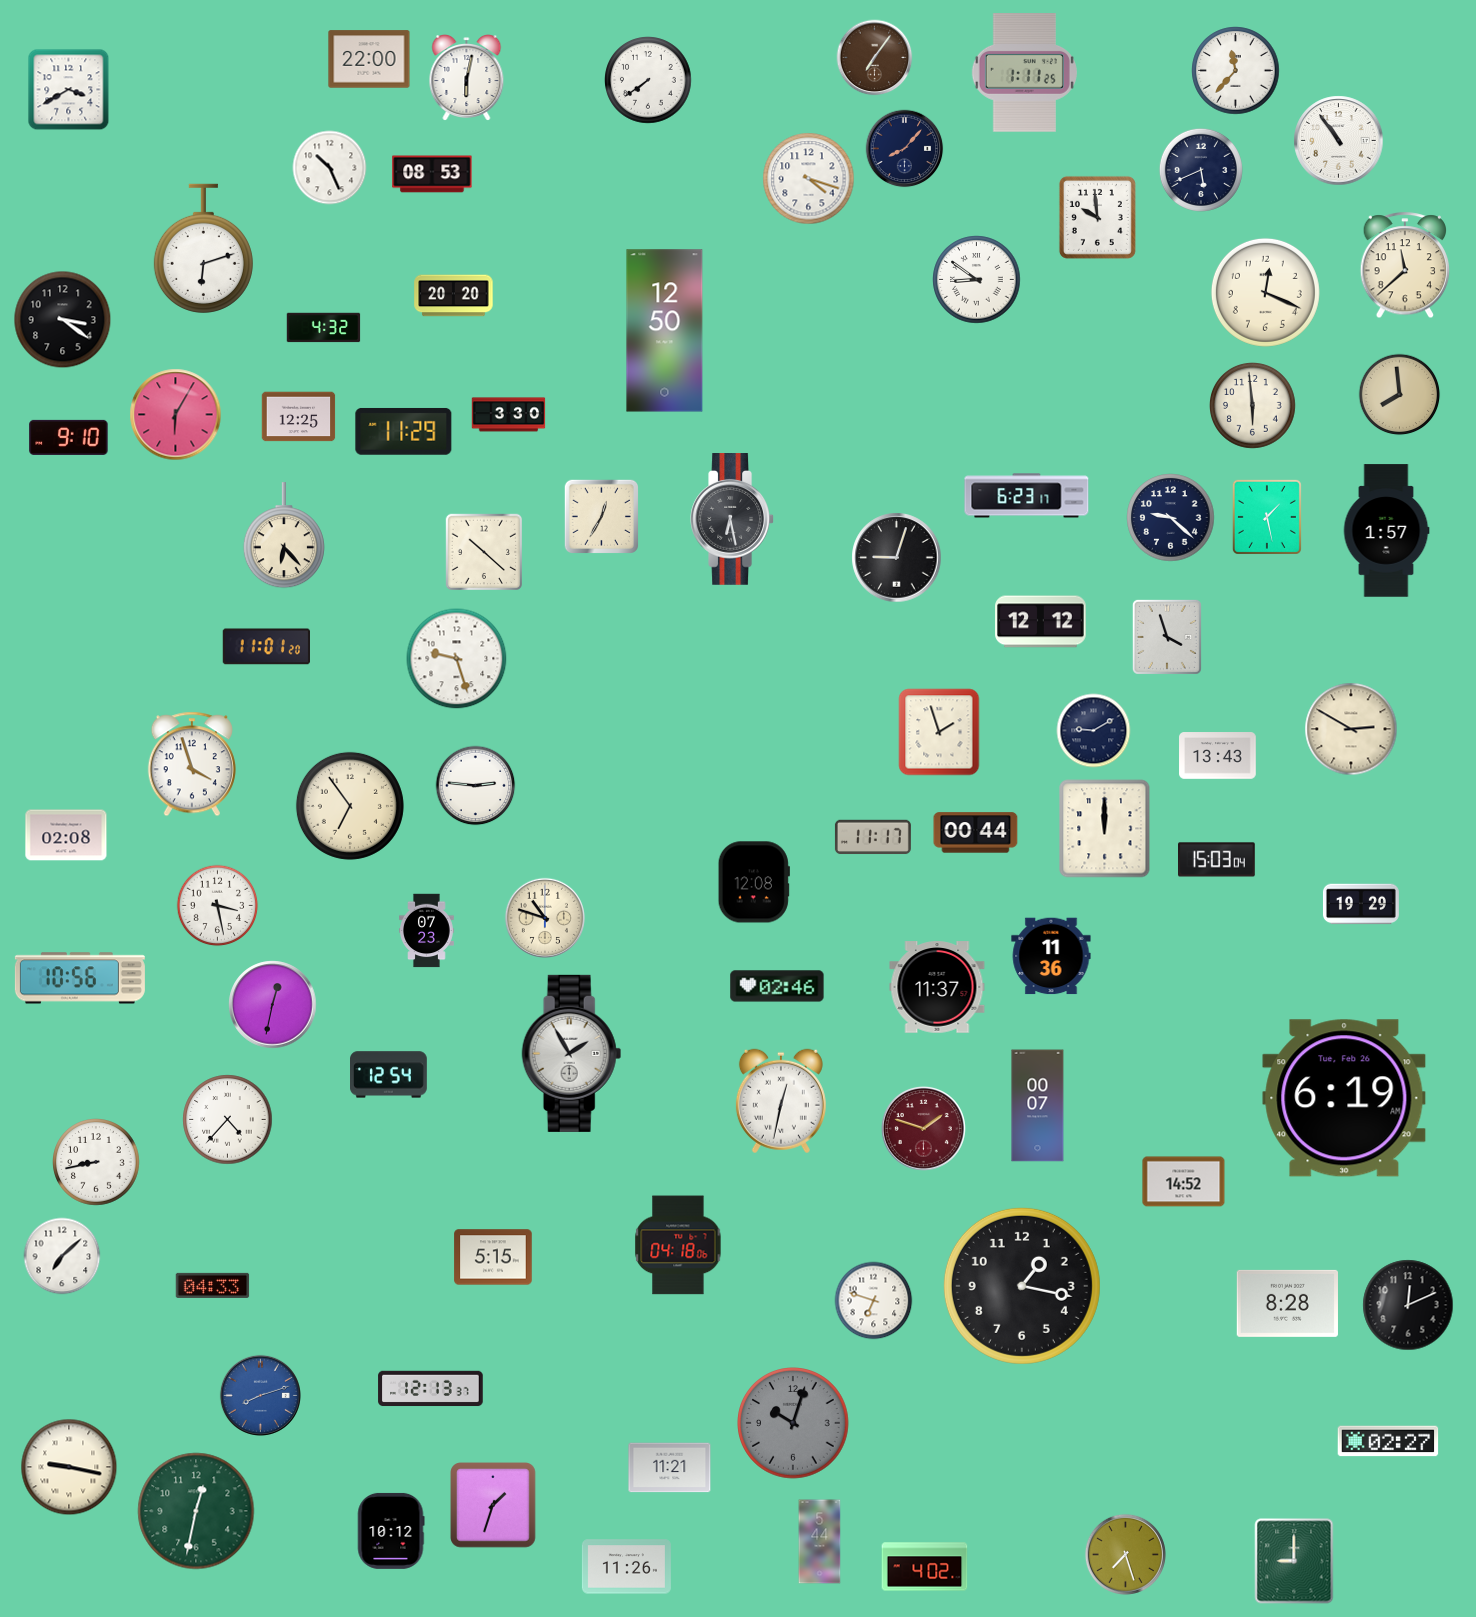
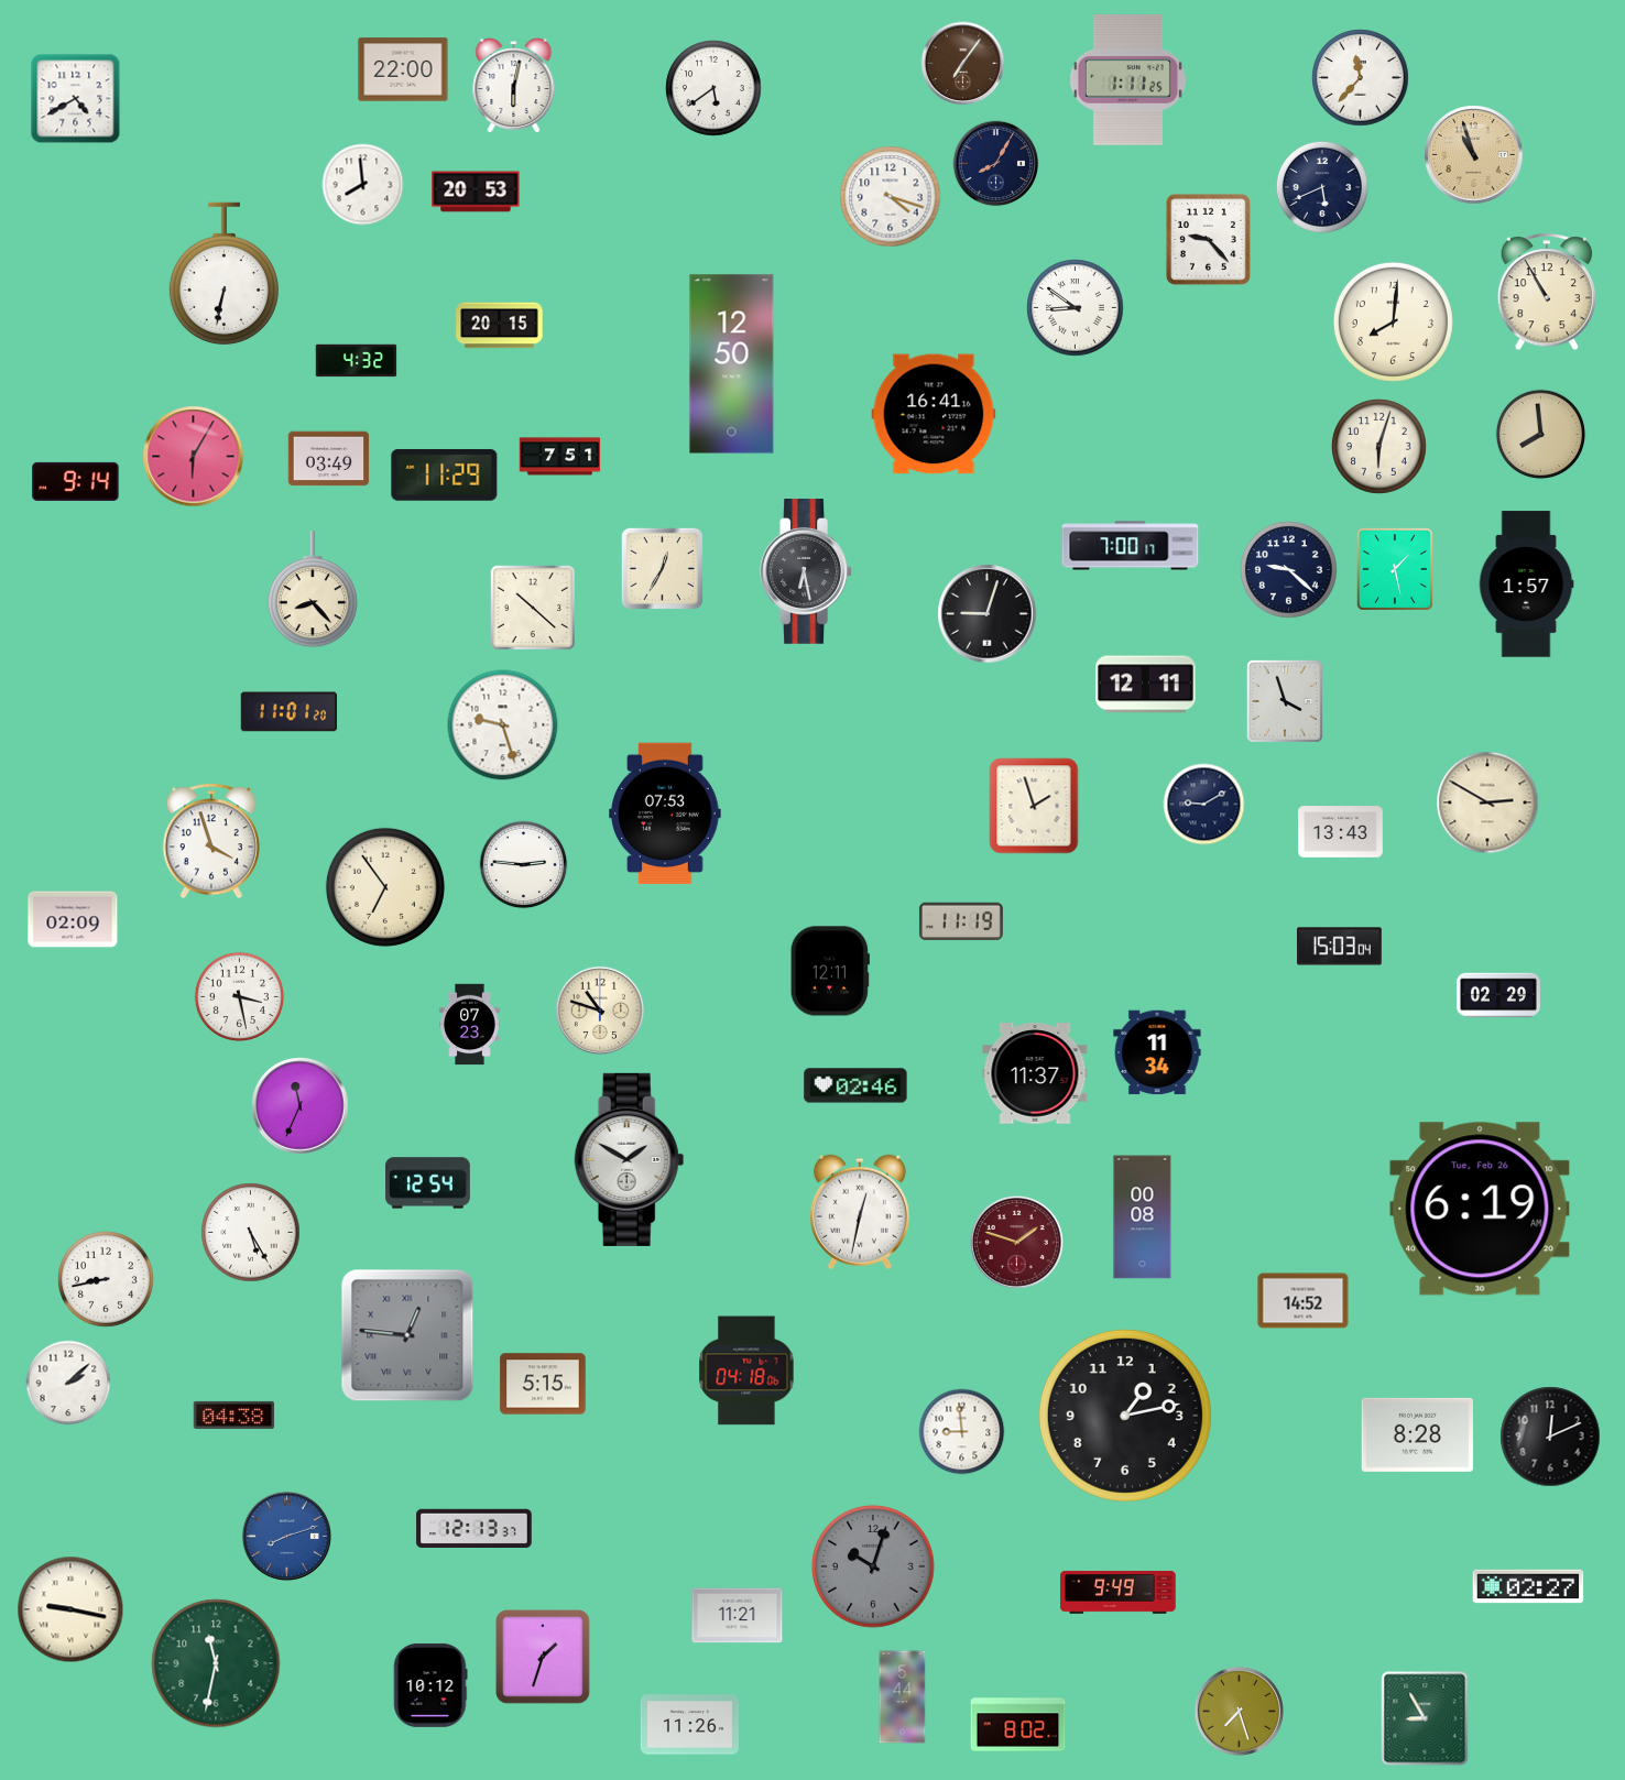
clock at (369, 59) position: (369, 59) -> (403, 69)
clock at (648, 80): 7:39 -> 5:39
clock at (69, 90): 3:40 -> 4:40
clock at (1339, 141): 10:54 -> 10:57
clock at (1339, 141) dial: white -> champagne
clock at (905, 149): 8:07 -> 8:05
clock at (330, 168): 10:26 -> 7:59
clock at (432, 174): 08:53 -> 20:53
clock at (1097, 217): 9:59 -> 9:23
clock at (203, 248): 6:12 -> 6:32
clock at (1405, 266): 11:38 -> 10:55
clock at (1265, 292): 12:19 -> 8:01
clock at (454, 296): 20:20 -> 20:15
clock at (63, 320): 3:21 -> none
clock at (934, 414): none -> 16:41
clock at (1253, 406): 5:59 -> 6:03
clock at (509, 415): 3:30 -> 7:51
clock at (299, 417): 12:25 -> 03:49
clock at (69, 437): 9:10 -> 9:14
clock at (1027, 496): 6:23 -> 7:00
clock at (284, 536): 6:23 -> 8:23
clock at (1041, 622): 12:12 -> 12:11
clock at (266, 647) position: (266, 647) -> (288, 712)
clock at (665, 812): none -> 07:53
clock at (1105, 829): 12:00 -> none
clock at (976, 833): 00:44 -> none
clock at (66, 835): 02:08 -> 02:09
clock at (873, 837): 11:17 -> 11:19
clock at (754, 882): 12:08 -> 12:11
clock at (1361, 904): 19:29 -> 02:29
clock at (1051, 956): 11:36 -> 11:34
clock at (80, 978): 10:56 -> none
clock at (937, 987) position: (937, 987) -> (1035, 1073)
clock at (273, 1005): 12:32 -> 11:34
clock at (572, 1053): 1:55 -> 1:50
clock at (1038, 1106): 00:07 -> 00:08
clock at (228, 1120): 4:37 -> 5:25
clock at (407, 1335): none -> 12:46
clock at (62, 1256): 7:08 -> 2:08
clock at (213, 1285): 04:33 -> 04:38
clock at (1022, 1286): 1:17 -> 1:13
clock at (874, 1301): 6:48 -> 8:59
clock at (1119, 1592): none -> 9:49
clock at (69, 1467) position: (69, 1467) -> (70, 1609)
clock at (196, 1511): 12:32 -> 11:32
clock at (1294, 1561): 9:00 -> 8:55
clock at (925, 1567): 4:02 -> 8:02
